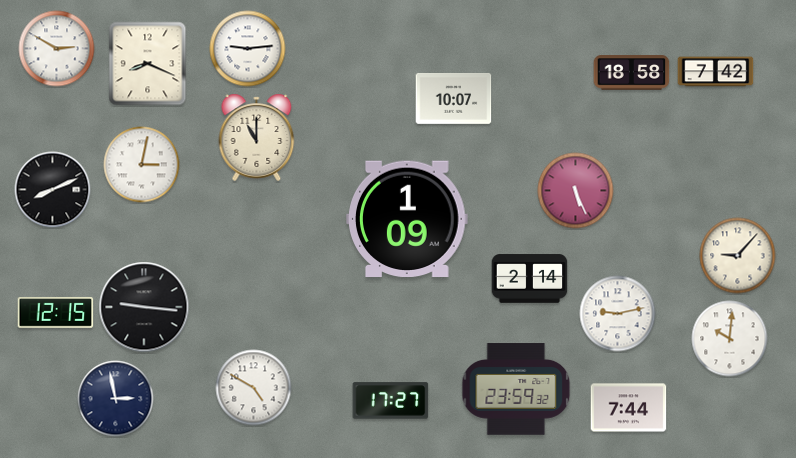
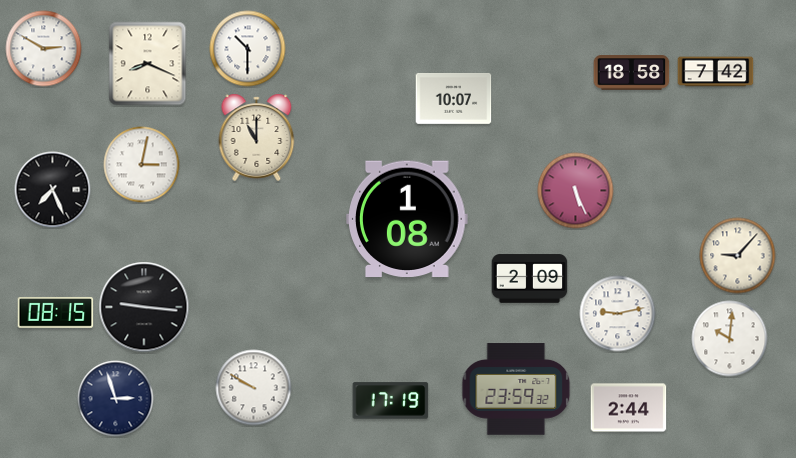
clock at (57, 49) position: (57, 49) -> (44, 49)
clock at (248, 49): 9:14 -> 10:30
clock at (53, 190): 8:11 -> 7:26
clock at (408, 218): 1:09 -> 1:08
clock at (530, 279): 2:14 -> 2:09
clock at (56, 312): 12:15 -> 08:15
clock at (254, 388): 4:50 -> 9:50
clock at (116, 399): 2:58 -> 2:57
clock at (391, 401): 17:27 -> 17:19
clock at (629, 408): 7:44 -> 2:44
